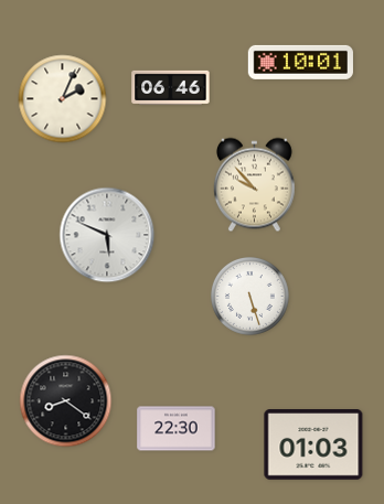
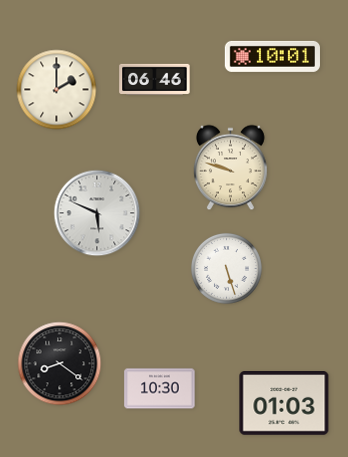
clock at (63, 99): 2:04 -> 2:00
clock at (254, 185): 9:53 -> 9:48
clock at (177, 429): 22:30 -> 10:30
